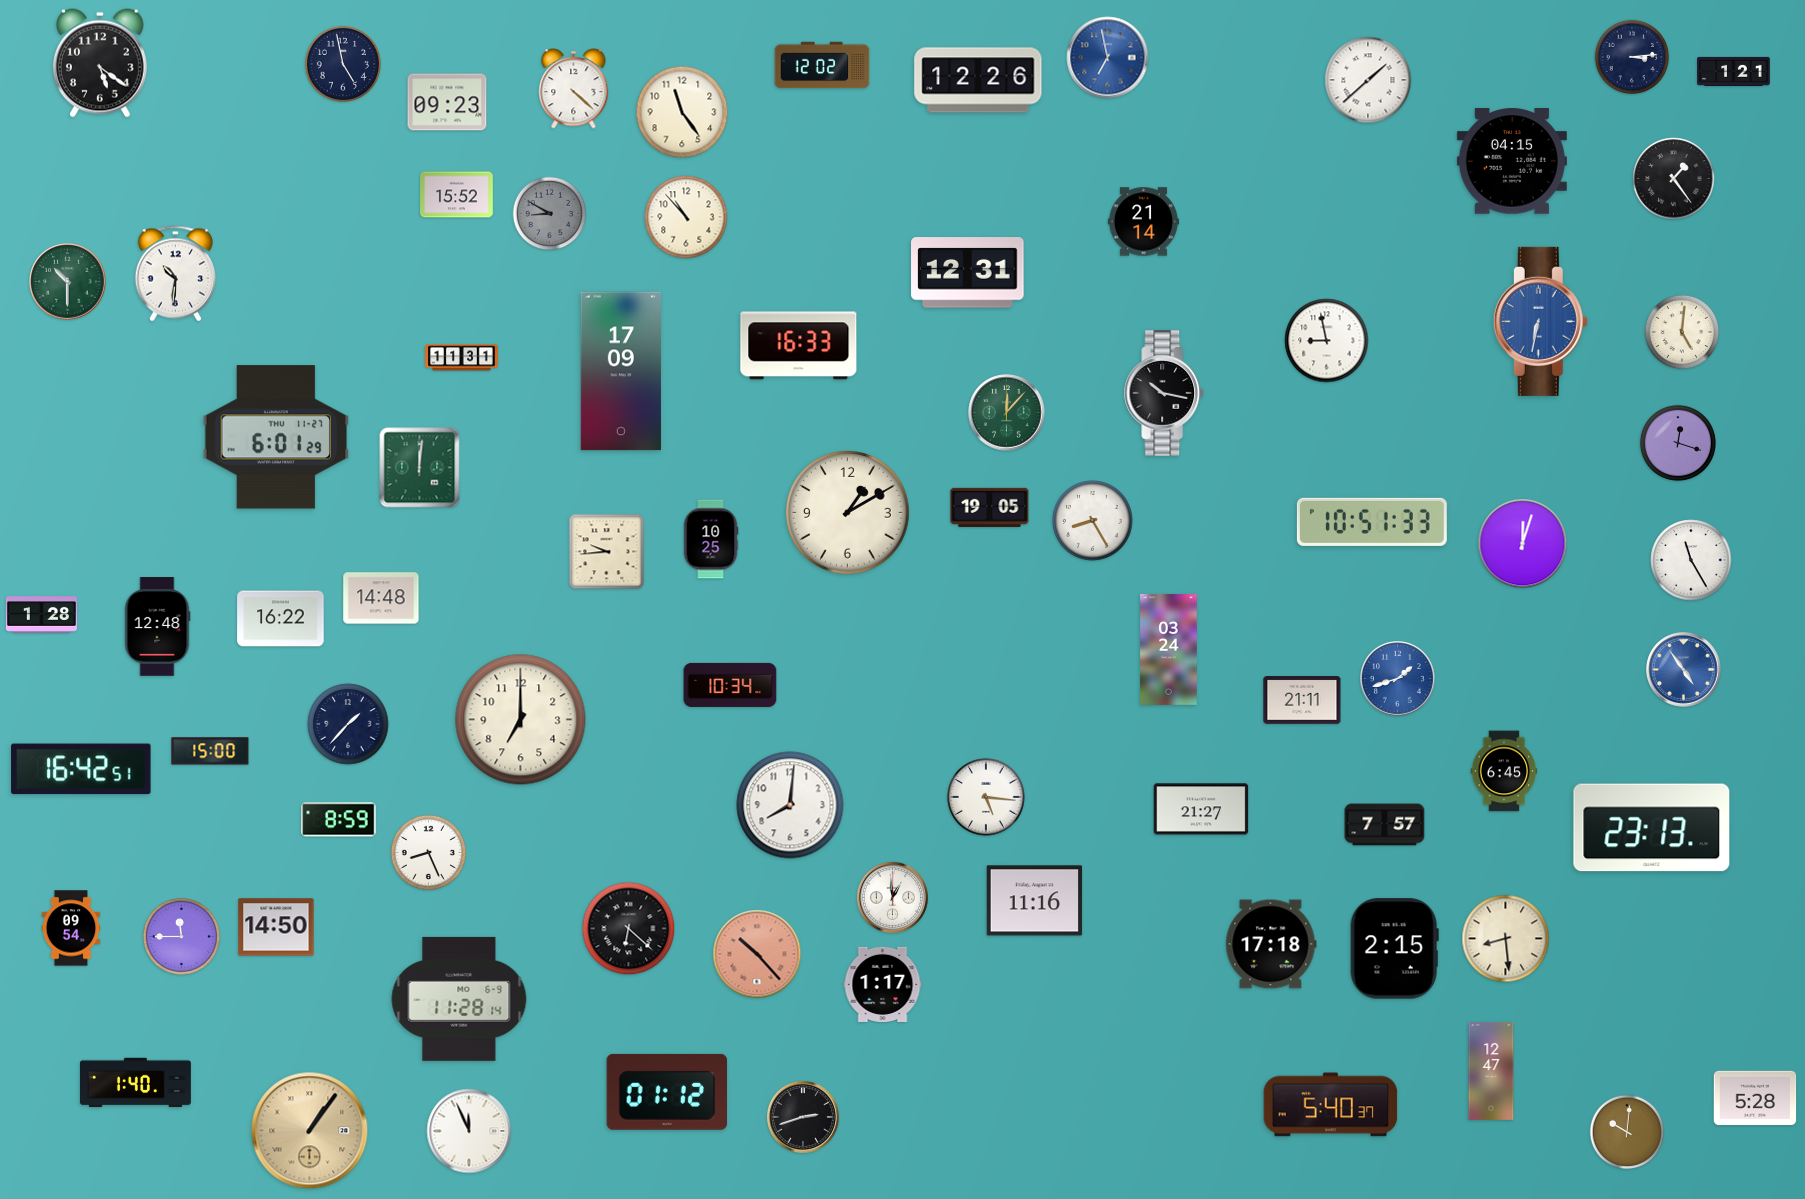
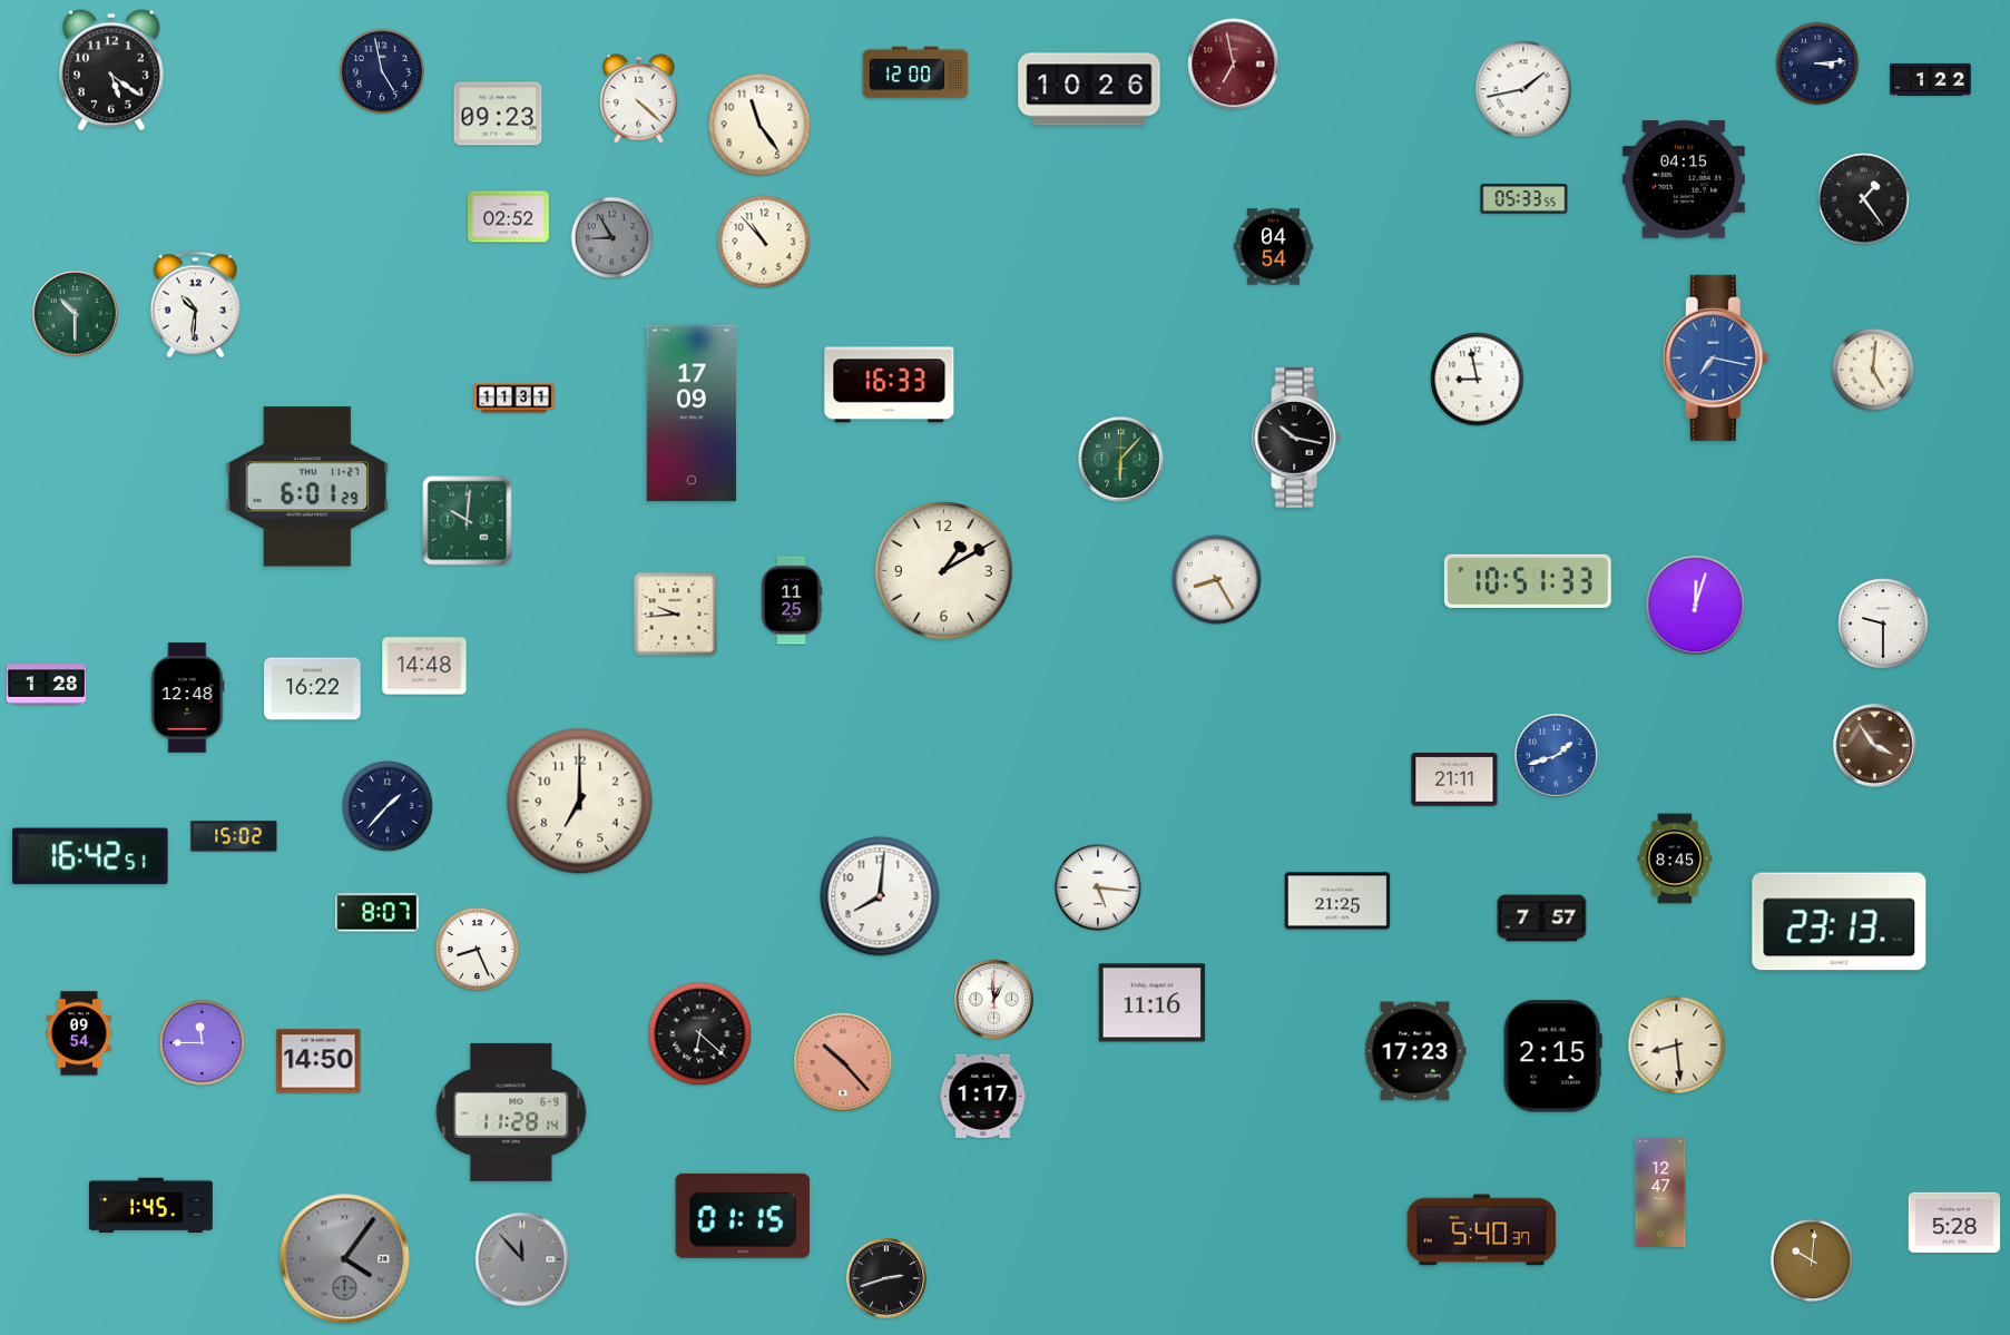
clock at (1108, 58) dial: blue -> burgundy
clock at (822, 65): 12:02 -> 12:00
clock at (1734, 71): 1:21 -> 1:22
clock at (978, 80): 12:26 -> 10:26
clock at (1368, 80): 1:38 -> 1:43
clock at (1524, 199): none -> 05:33
clock at (457, 195): 15:52 -> 02:52
clock at (550, 214): 8:50 -> 8:55
clock at (1143, 222): 21:14 -> 04:54
clock at (968, 273): 12:31 -> none
clock at (1540, 321): 6:32 -> 7:17
clock at (1007, 413): 12:07 -> 6:07
clock at (1678, 443): 12:18 -> none
clock at (420, 468): 12:01 -> 10:01
clock at (990, 507): 19:05 -> none
clock at (711, 539): 10:25 -> 11:25
clock at (1691, 560): 11:25 -> 9:30
clock at (157, 627) position: (157, 627) -> (187, 698)
clock at (1169, 649): 03:24 -> none
clock at (1684, 670): 4:54 -> 3:54
clock at (1684, 670) dial: blue -> brown
clock at (730, 685): 10:34 -> none
clock at (1302, 700) position: (1302, 700) -> (1454, 779)
clock at (210, 751): 15:00 -> 15:02
clock at (1504, 771): 6:45 -> 8:45
clock at (1201, 809): 21:27 -> 21:25
clock at (339, 820): 8:59 -> 8:07
clock at (276, 927) position: (276, 927) -> (318, 1061)
clock at (1271, 944): 17:18 -> 17:23
clock at (135, 1083): 1:40 -> 1:45
clock at (667, 1092): 01:12 -> 01:15
clock at (803, 1117) position: (803, 1117) -> (886, 1278)
clock at (310, 1131): 1:06 -> 4:06
clock at (310, 1131) dial: champagne -> grey
clock at (469, 1131): 11:56 -> 11:53
clock at (469, 1131) dial: white -> grey
